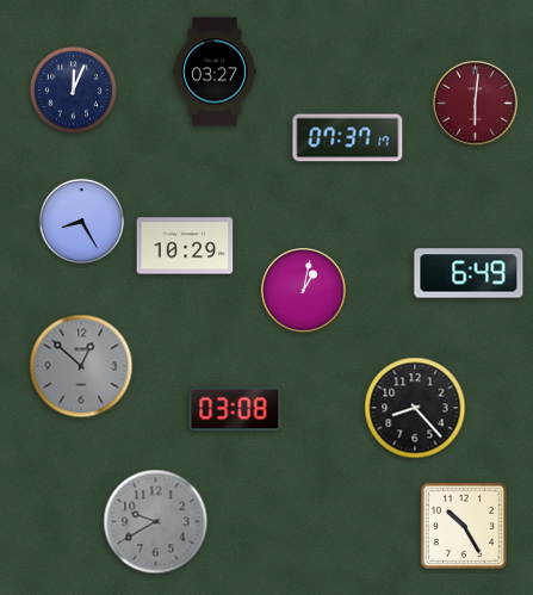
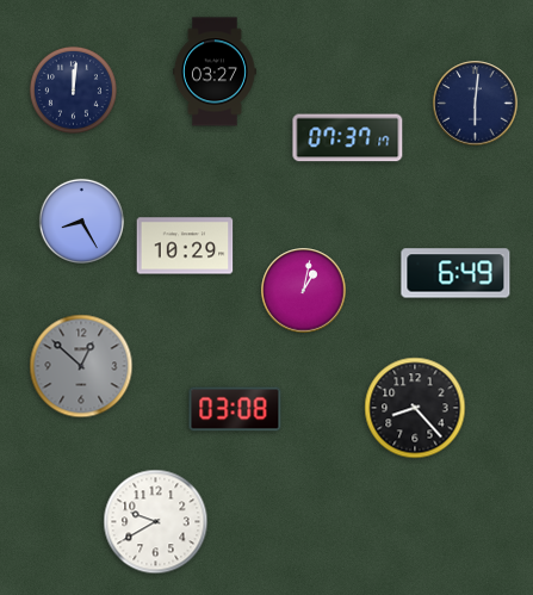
clock at (73, 89): 12:04 -> 12:01
clock at (476, 104) dial: burgundy -> navy
clock at (469, 273) position: (469, 273) -> (455, 273)
clock at (156, 522) dial: grey -> white
clock at (464, 526): 10:25 -> none
